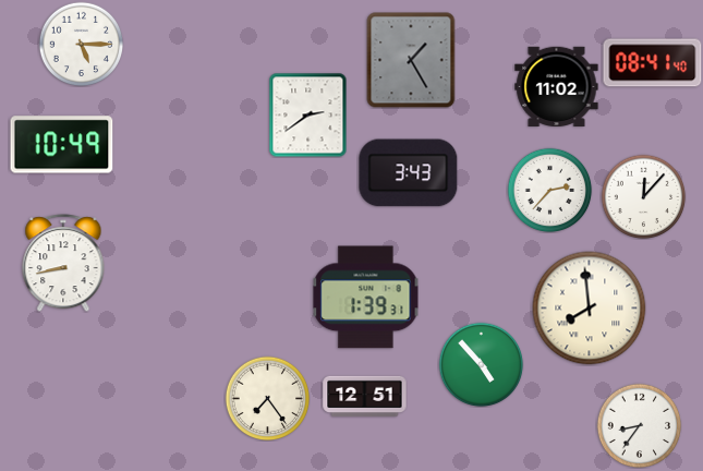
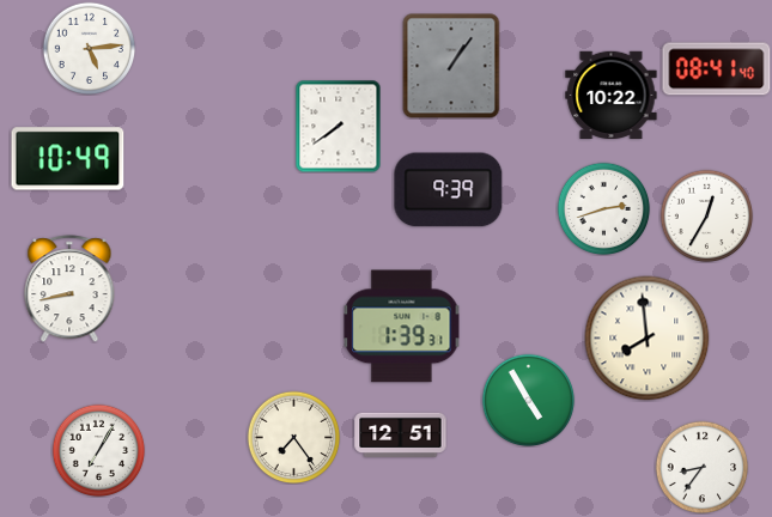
clock at (81, 44): 5:15 -> 5:14
clock at (411, 60): 1:25 -> 1:06
clock at (557, 86): 11:02 -> 10:22
clock at (308, 114): 2:39 -> 7:39
clock at (409, 173): 3:43 -> 9:39
clock at (549, 190): 2:37 -> 2:42
clock at (643, 196): 12:07 -> 12:35
clock at (481, 364): 4:53 -> 4:55
clock at (98, 450): none -> 7:05
